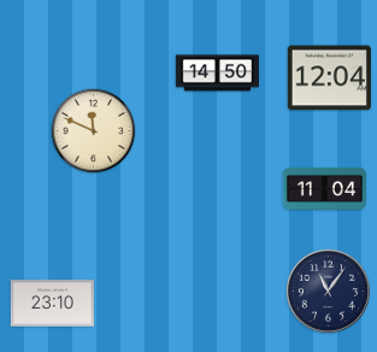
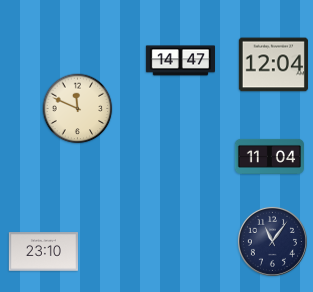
clock at (217, 74): 14:50 -> 14:47
